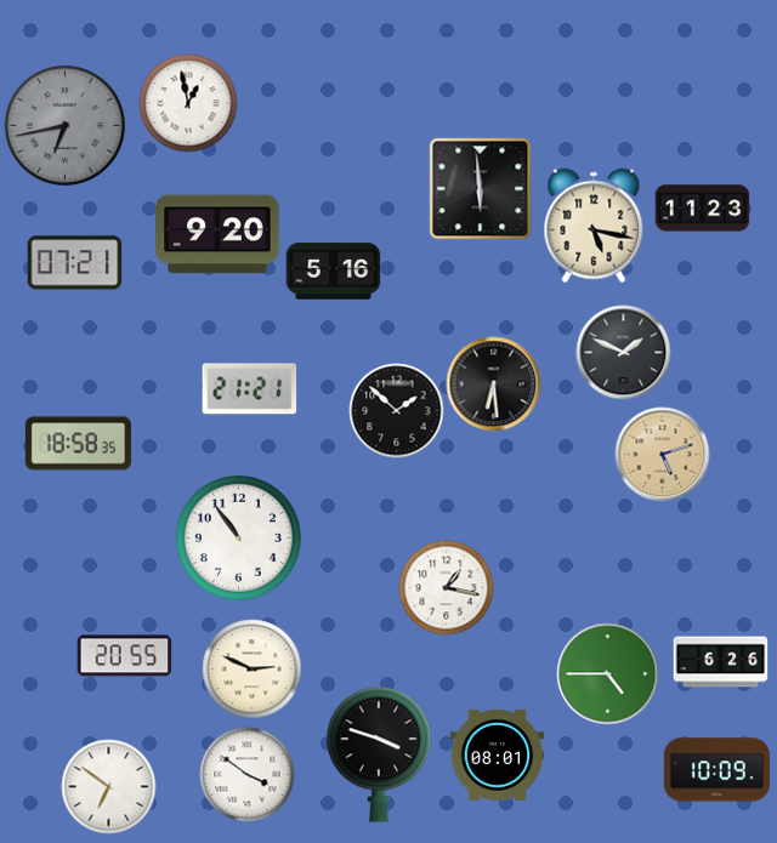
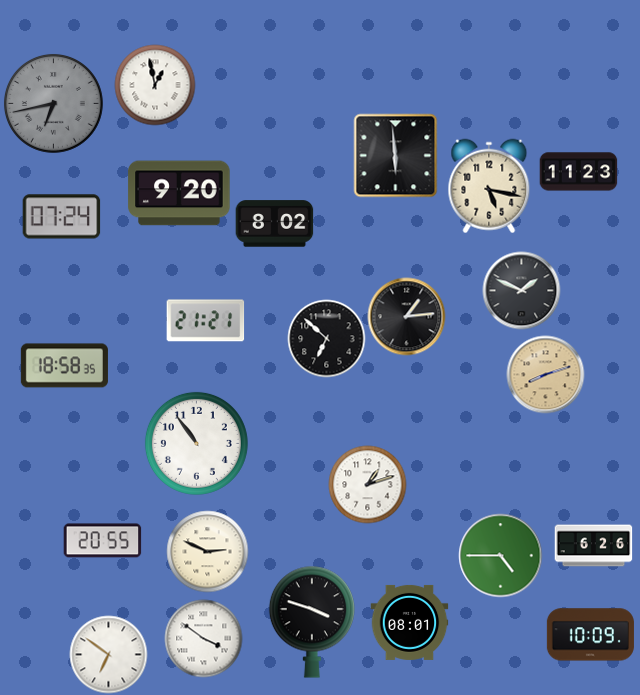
clock at (74, 263): 07:21 -> 07:24
clock at (333, 272): 5:16 -> 8:02
clock at (623, 352) position: (623, 352) -> (521, 290)
clock at (493, 383): 6:29 -> 1:14
clock at (396, 410): 1:52 -> 6:52
clock at (662, 454): 5:12 -> 8:12
clock at (446, 587): 1:17 -> 1:12
clock at (108, 786) position: (108, 786) -> (108, 654)
